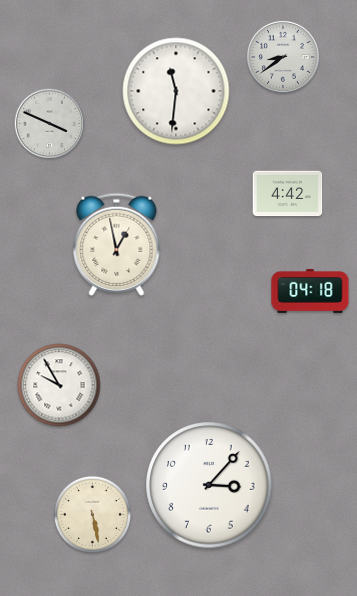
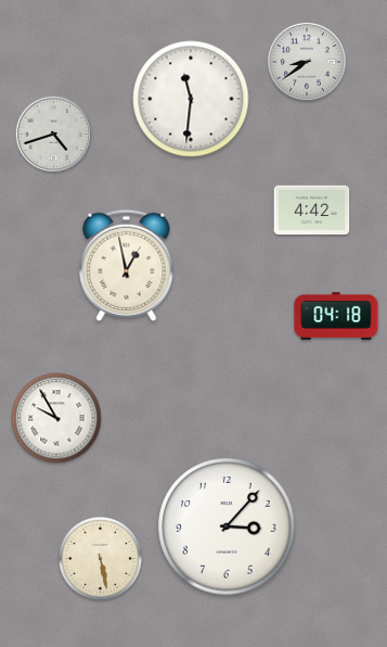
clock at (50, 124): 3:49 -> 4:42
clock at (59, 385) position: (59, 385) -> (56, 418)
